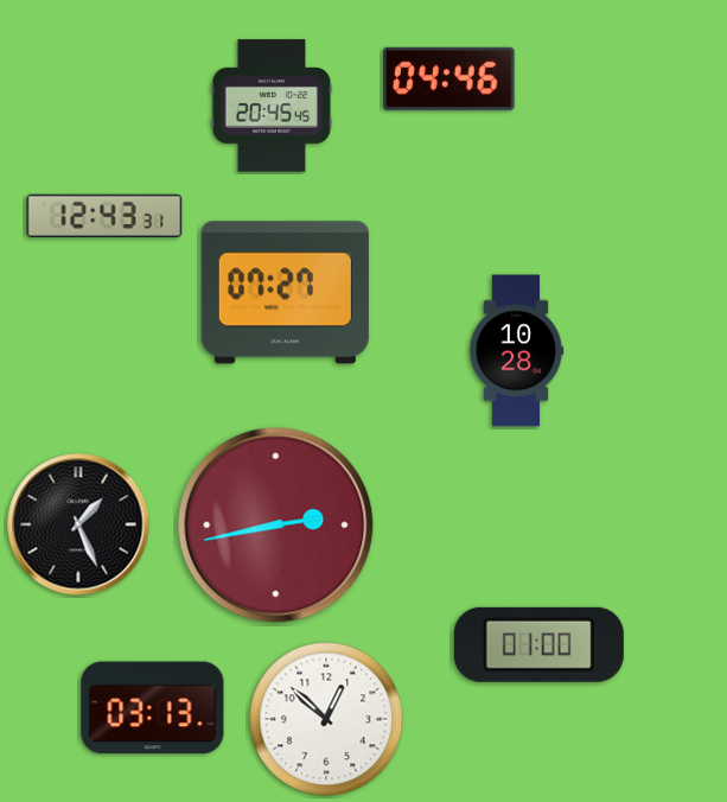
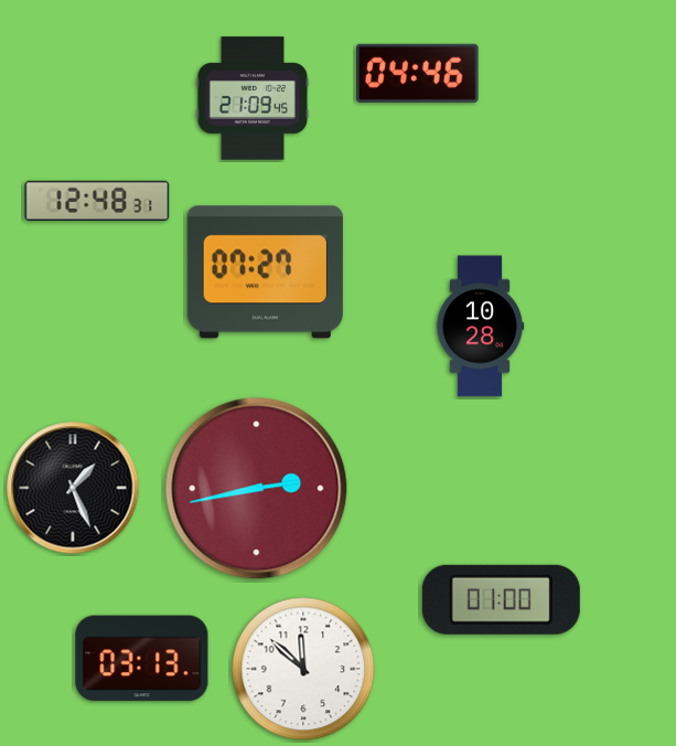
clock at (272, 106): 20:45 -> 21:09
clock at (104, 216): 12:43 -> 12:48
clock at (326, 719): 12:52 -> 11:52
